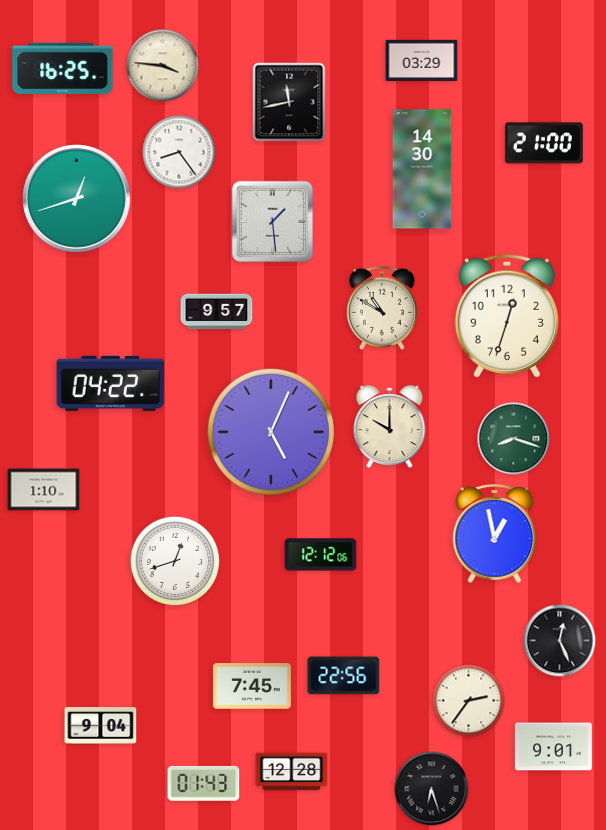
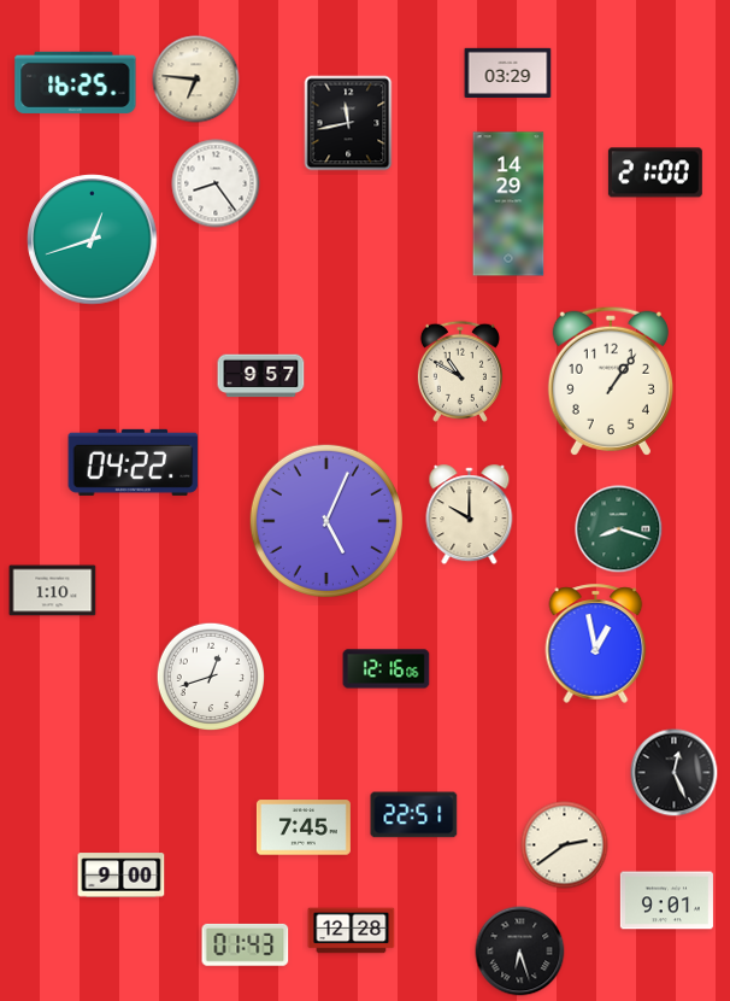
clock at (163, 66): 3:46 -> 6:46
clock at (422, 169): 14:30 -> 14:29
clock at (272, 221): 1:29 -> none
clock at (507, 316): 12:33 -> 1:06
clock at (321, 555): 12:12 -> 12:16
clock at (344, 676): 22:56 -> 22:51
clock at (469, 701): 2:36 -> 2:39
clock at (101, 726): 9:04 -> 9:00
